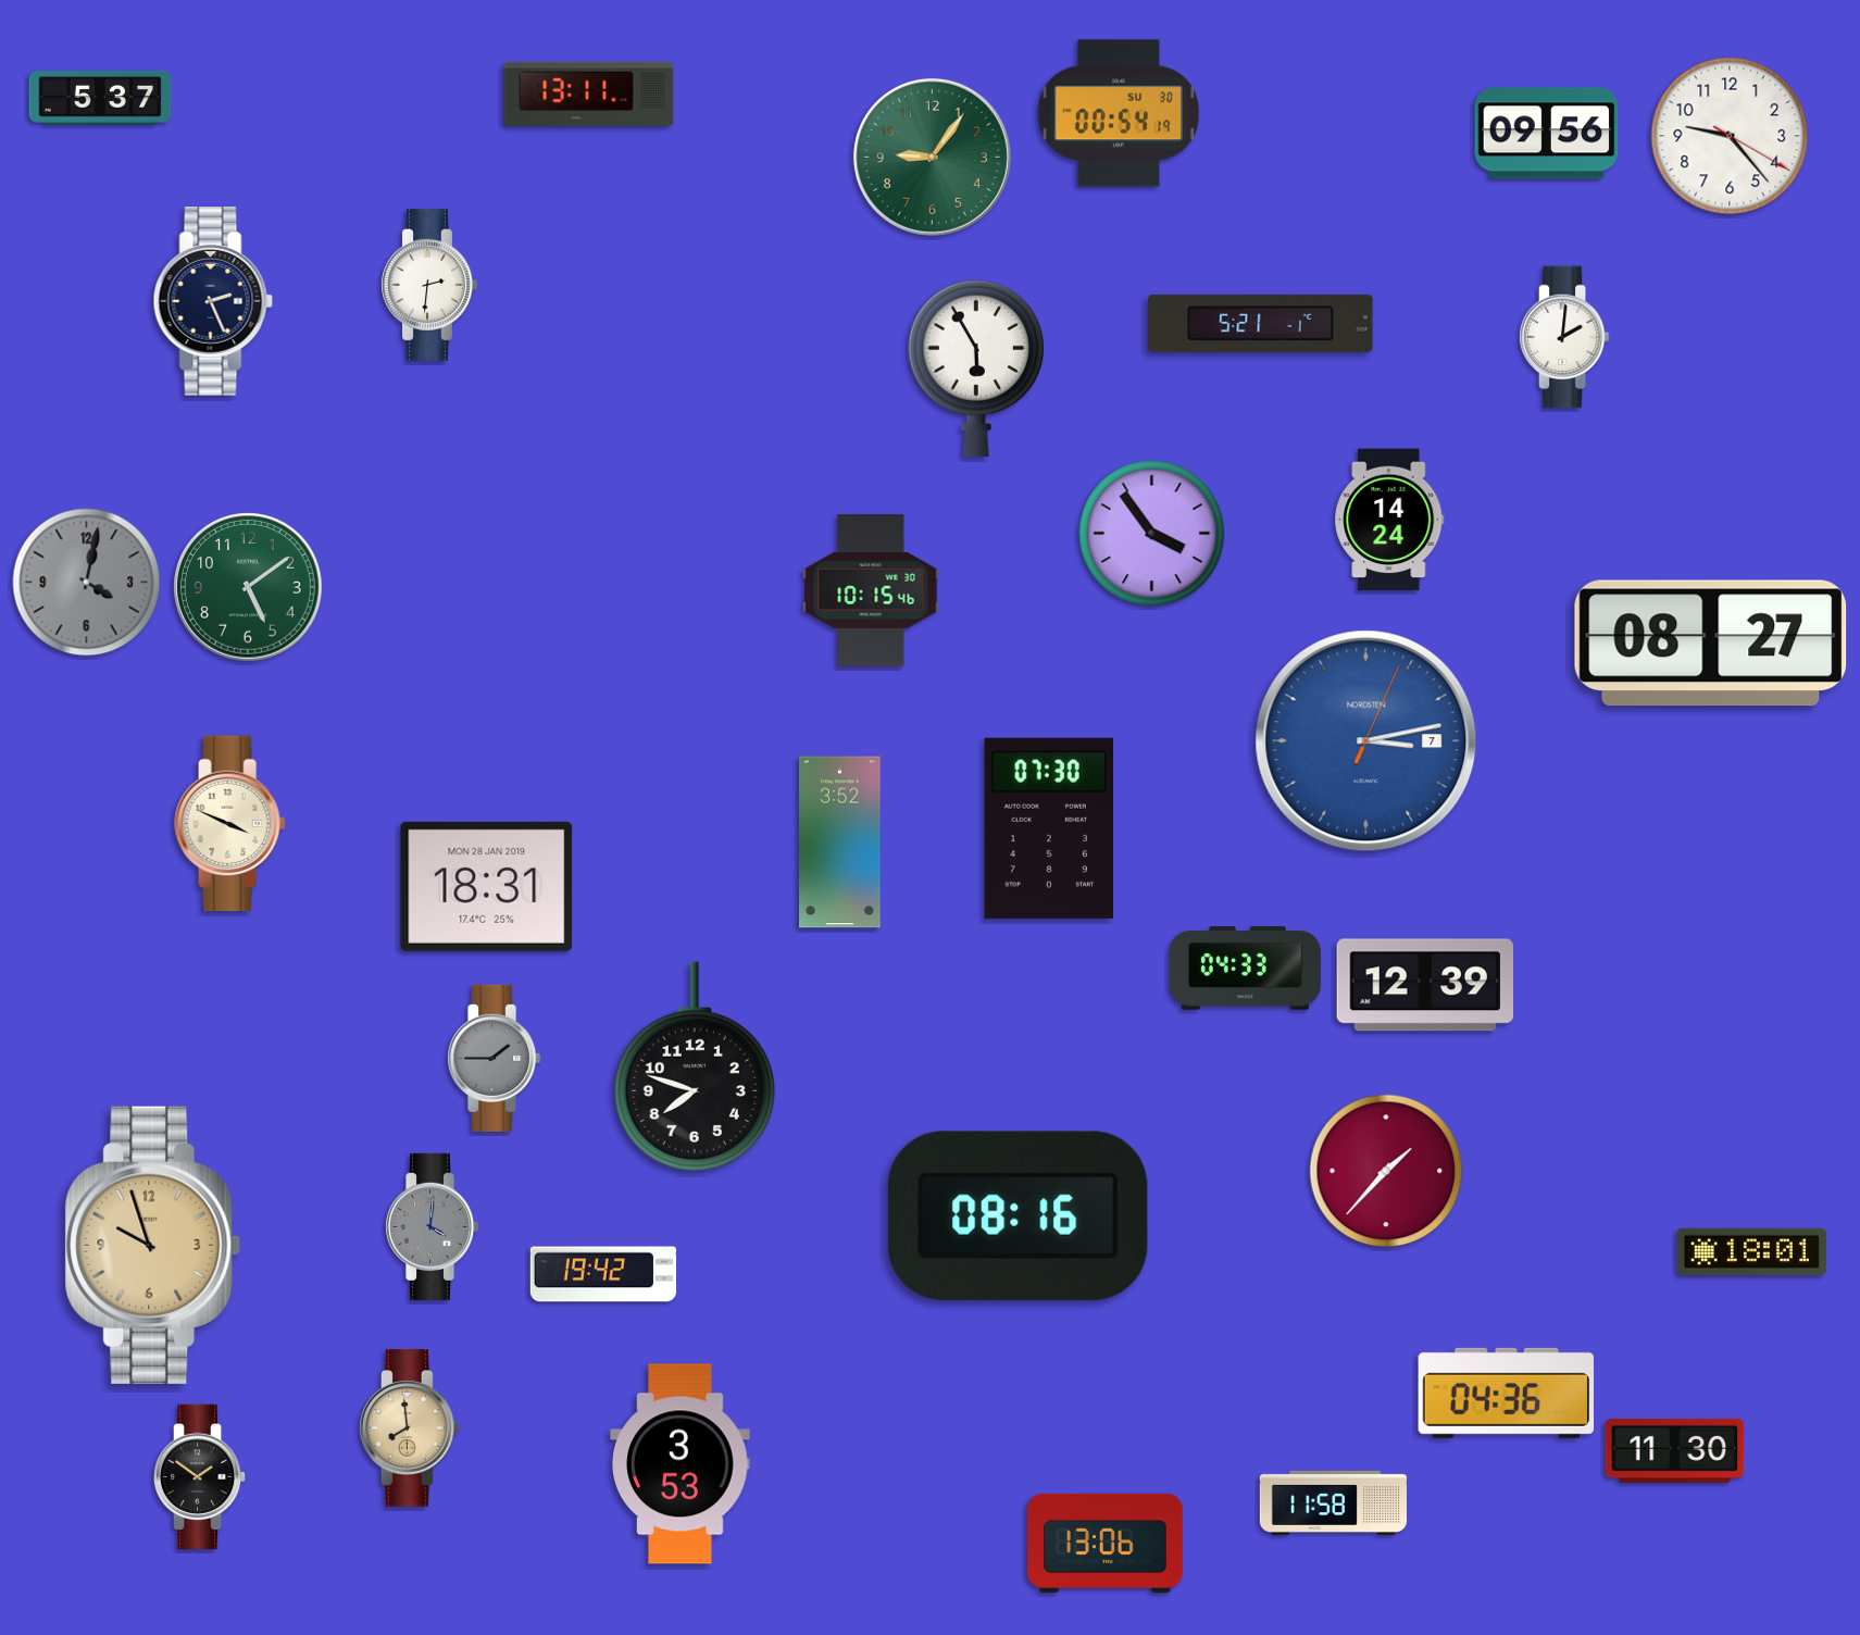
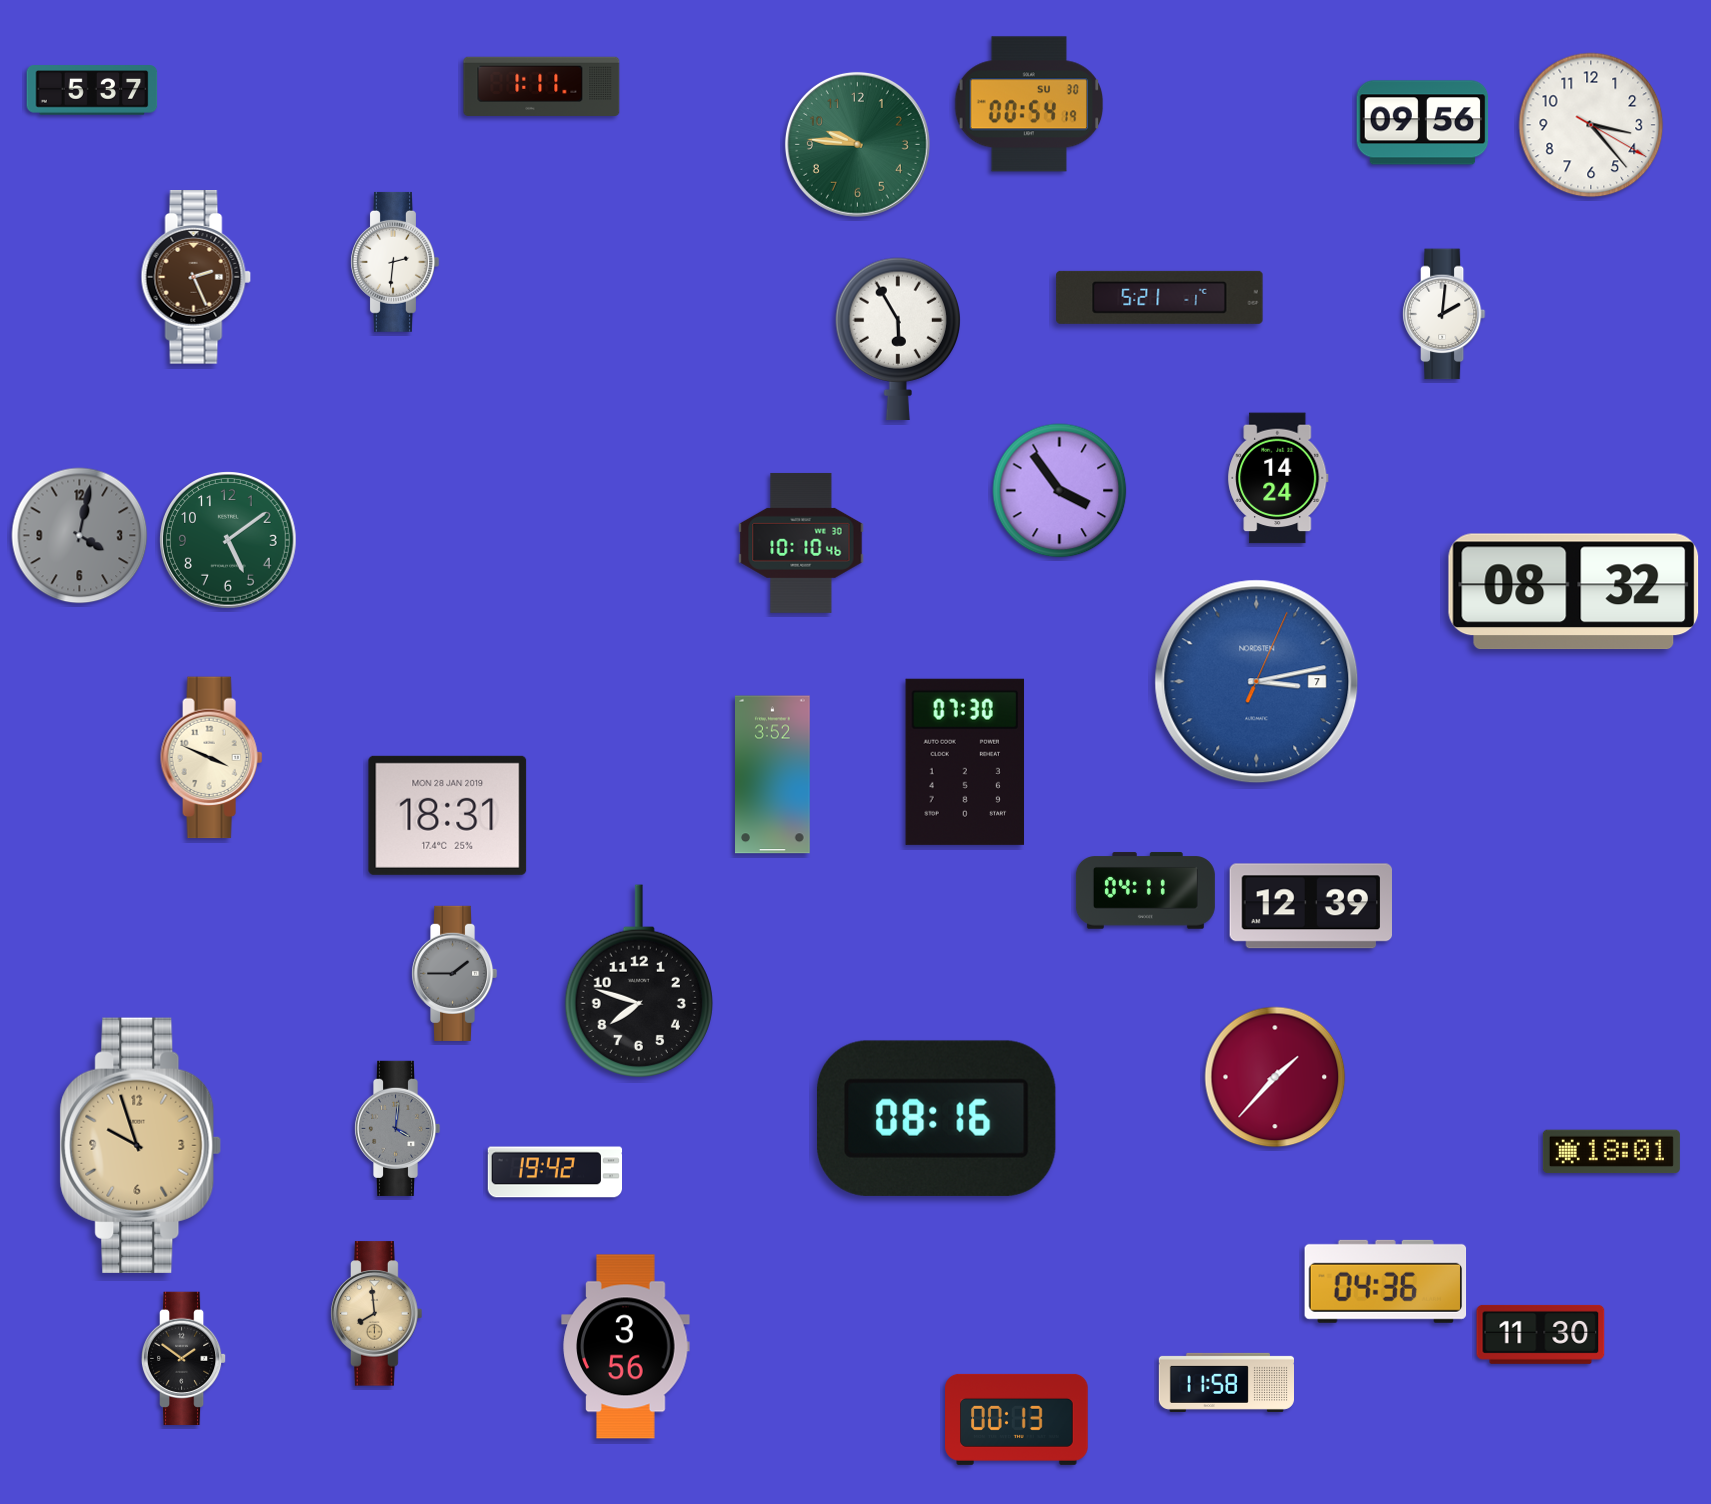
clock at (589, 93): 13:11 -> 1:11
clock at (1730, 136): 9:23 -> 3:23
clock at (932, 157): 9:06 -> 9:46
clock at (213, 302) dial: navy -> brown
clock at (1564, 337) position: (1564, 337) -> (1444, 314)
clock at (871, 590): 10:15 -> 10:10
clock at (1711, 644): 08:27 -> 08:32
clock at (1245, 969): 04:33 -> 04:11
clock at (681, 1464): 3:53 -> 3:56
clock at (1106, 1543): 13:06 -> 00:13
